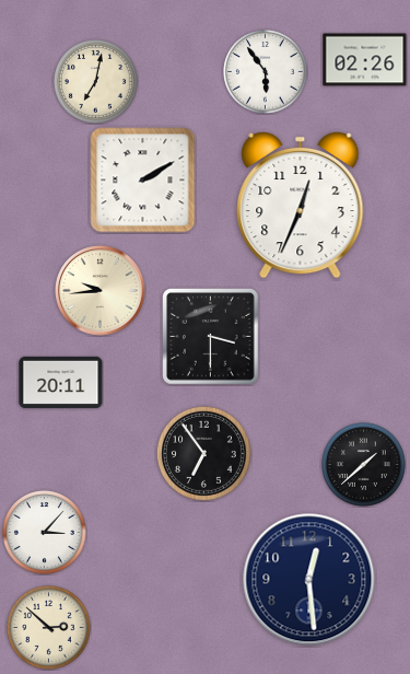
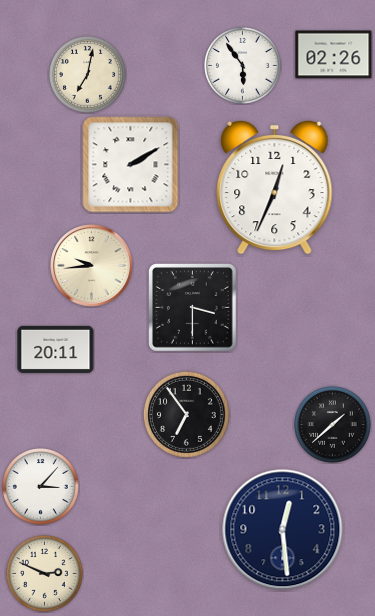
clock at (49, 628): 2:52 -> 2:49
